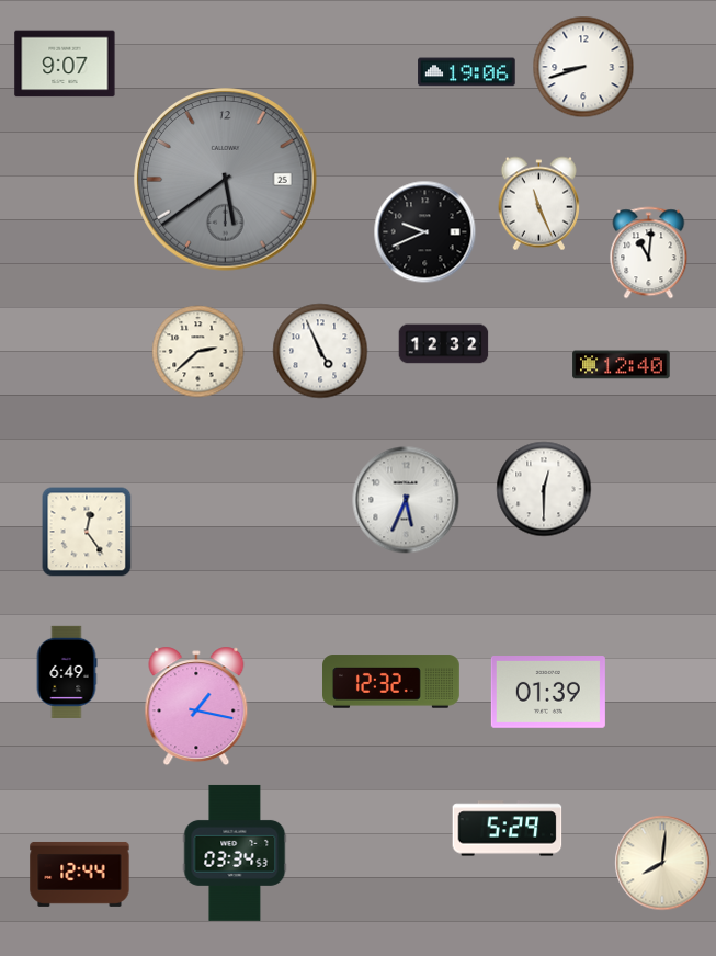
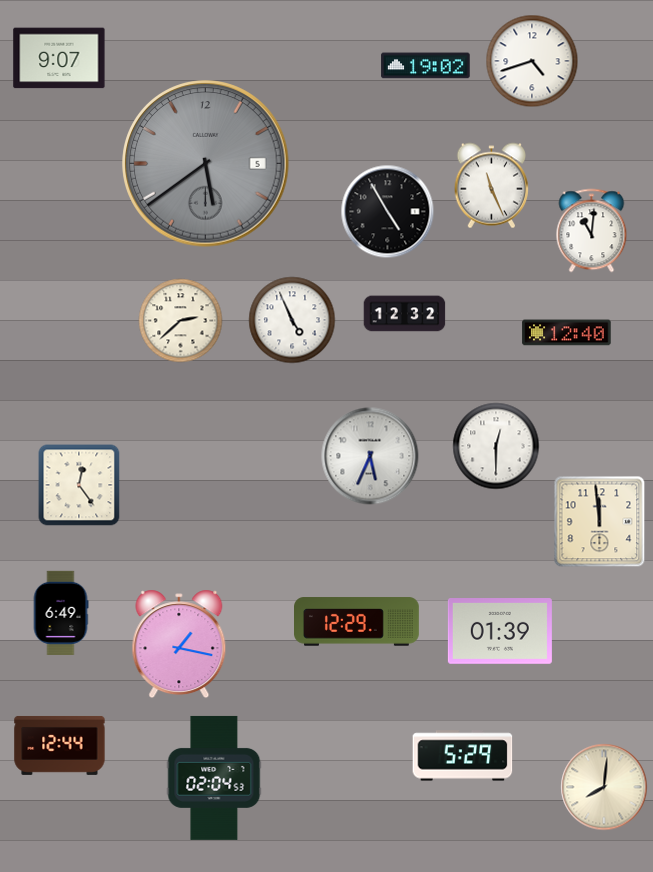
clock at (583, 67): 8:42 -> 4:42
clock at (467, 72): 19:06 -> 19:02
clock at (226, 180) date: 25 -> 5
clock at (425, 232): 9:41 -> 4:55
clock at (600, 522): none -> 11:59
clock at (391, 682): 12:32 -> 12:29
clock at (235, 853): 03:34 -> 02:04
clock at (80, 874) position: (80, 874) -> (60, 745)
